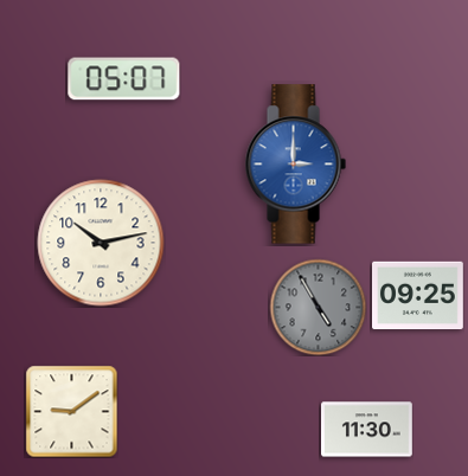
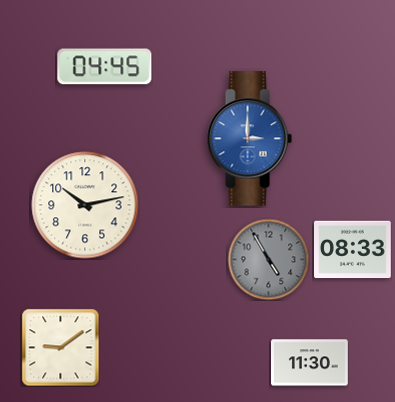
clock at (124, 79): 05:07 -> 04:45
clock at (418, 296): 09:25 -> 08:33
